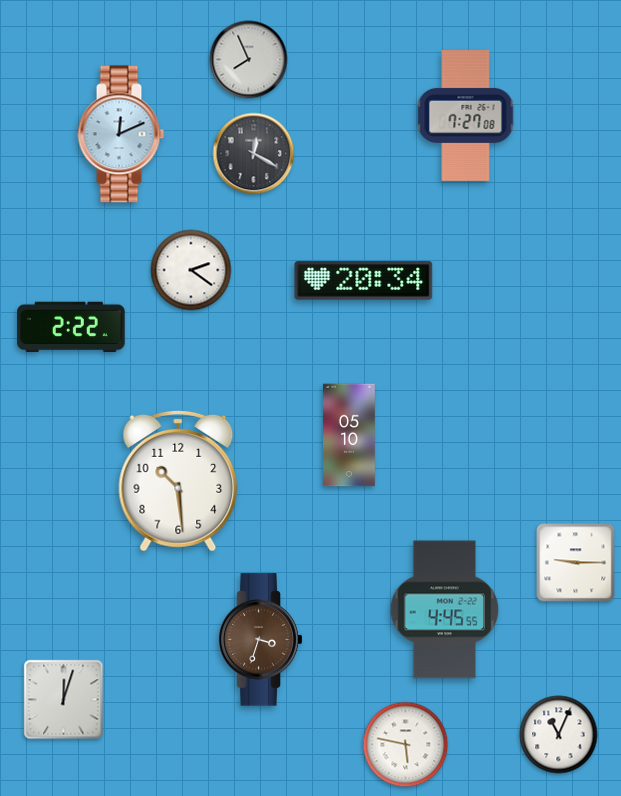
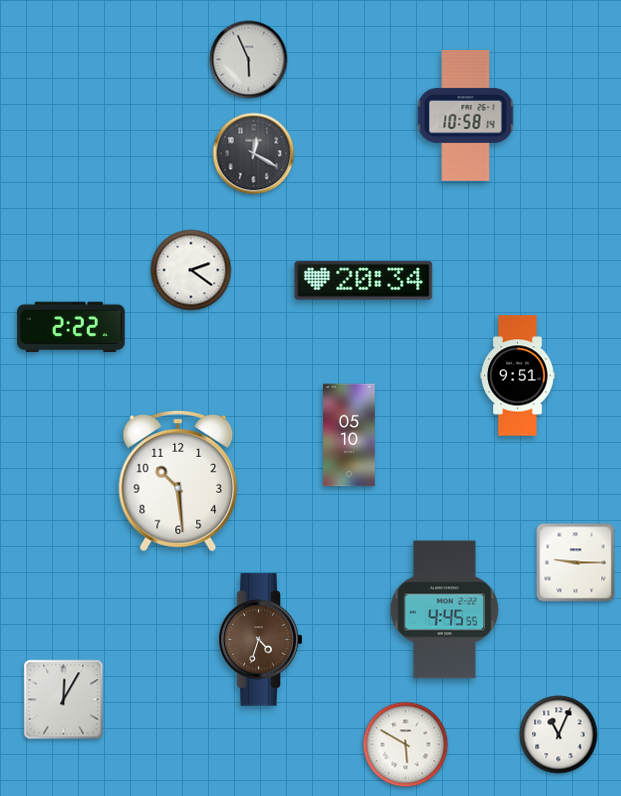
clock at (249, 60): 7:56 -> 5:56
clock at (466, 116): 7:27 -> 10:58
clock at (121, 134): 12:11 -> none
clock at (518, 376): none -> 9:51
clock at (261, 640): 3:33 -> 4:33
clock at (64, 700): 12:03 -> 12:05
clock at (406, 745): 5:47 -> 5:50
